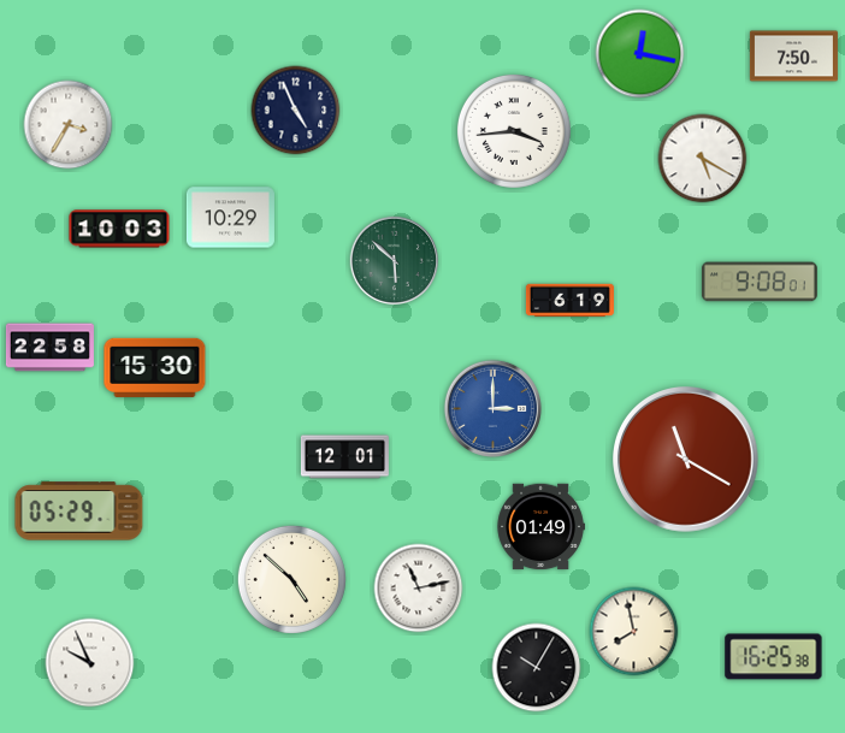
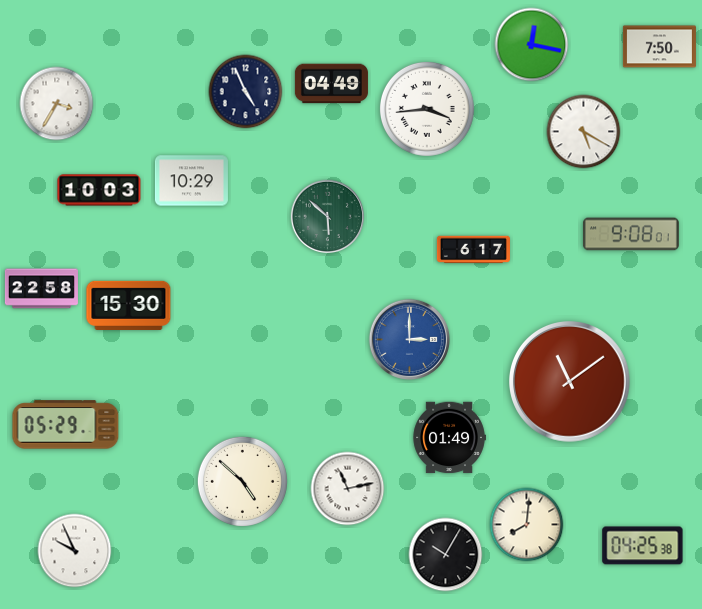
clock at (331, 84): none -> 04:49
clock at (569, 301): 6:19 -> 6:17
clock at (344, 457): 12:01 -> none
clock at (686, 460): 11:20 -> 11:09
clock at (634, 632): 7:58 -> 8:01
clock at (774, 657): 16:25 -> 04:25
